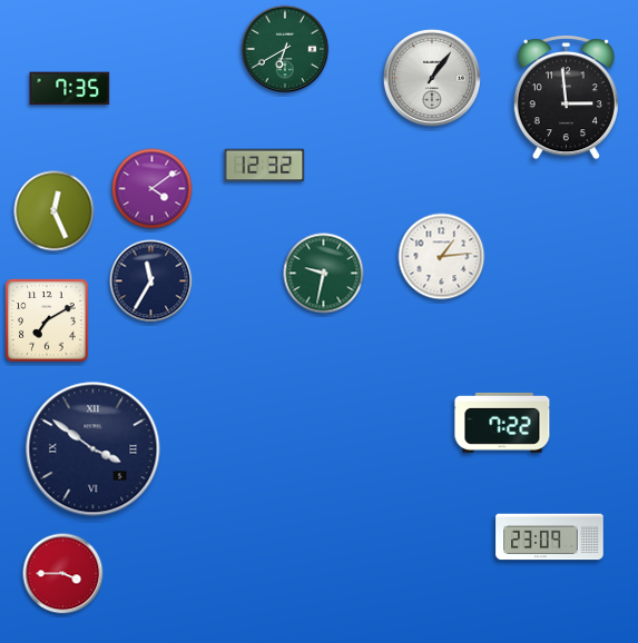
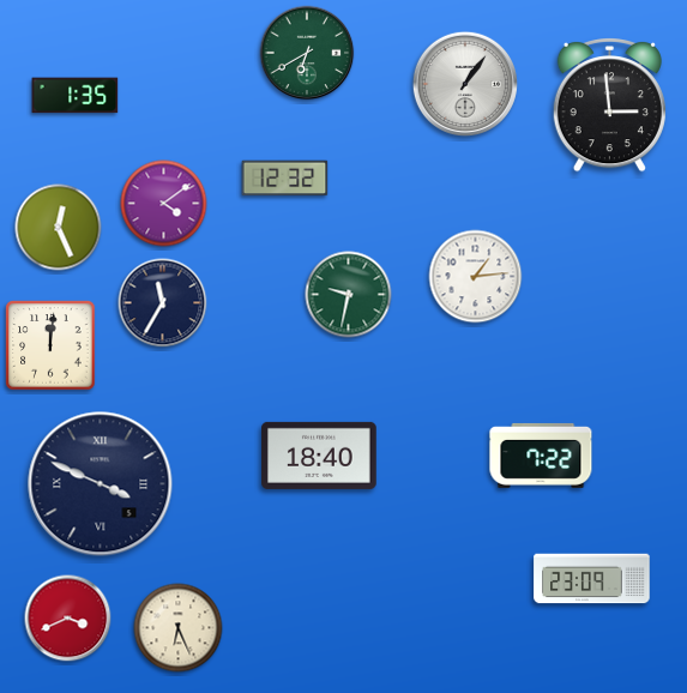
clock at (70, 89): 7:35 -> 1:35
clock at (47, 320): 7:10 -> 12:01
clock at (319, 456): none -> 18:40
clock at (94, 449): 3:51 -> 3:49
clock at (63, 574): 3:45 -> 3:41
clock at (179, 628): none -> 6:26
